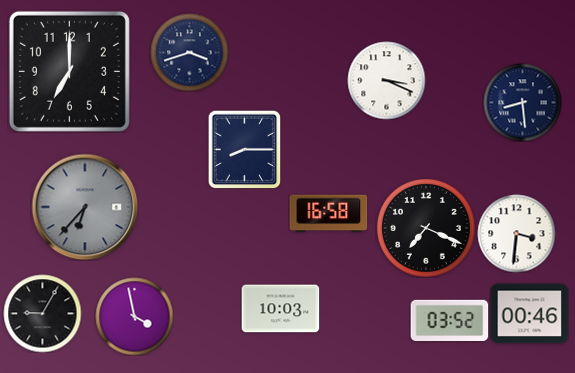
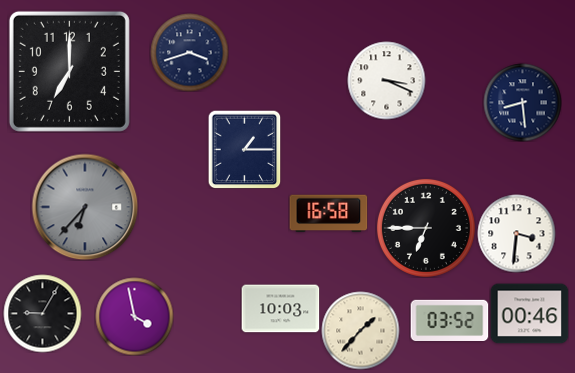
clock at (245, 149): 8:15 -> 1:15
clock at (426, 228): 7:19 -> 6:45
clock at (360, 330): none -> 1:37
